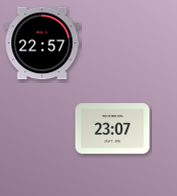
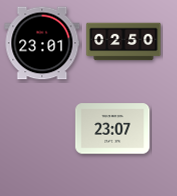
clock at (124, 42): none -> 02:50
clock at (42, 43): 22:57 -> 23:01
